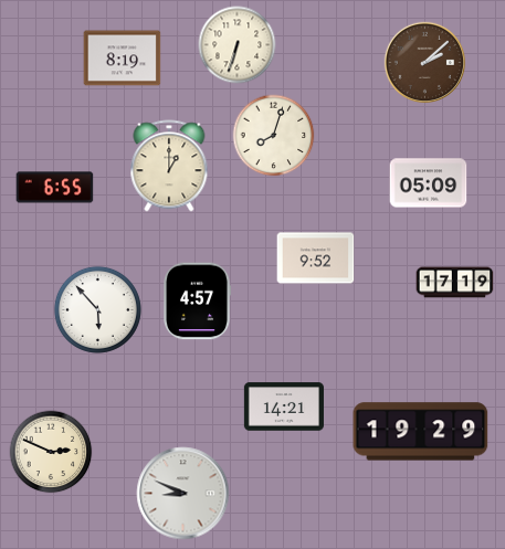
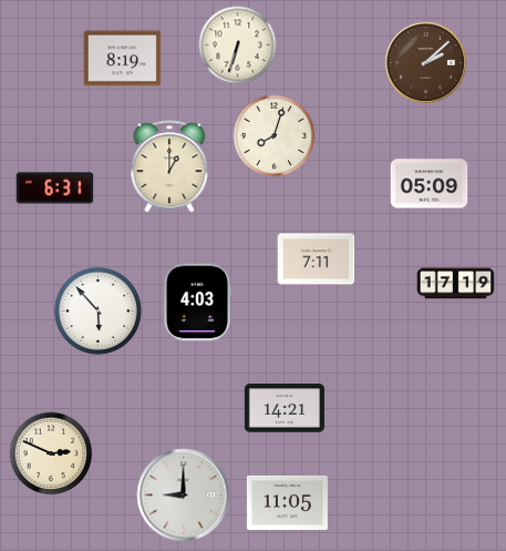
clock at (55, 188): 6:55 -> 6:31
clock at (316, 258): 9:52 -> 7:11
clock at (197, 302): 4:57 -> 4:03
clock at (421, 432): 19:29 -> none
clock at (183, 494): 8:49 -> 9:00
clock at (287, 502): none -> 11:05
